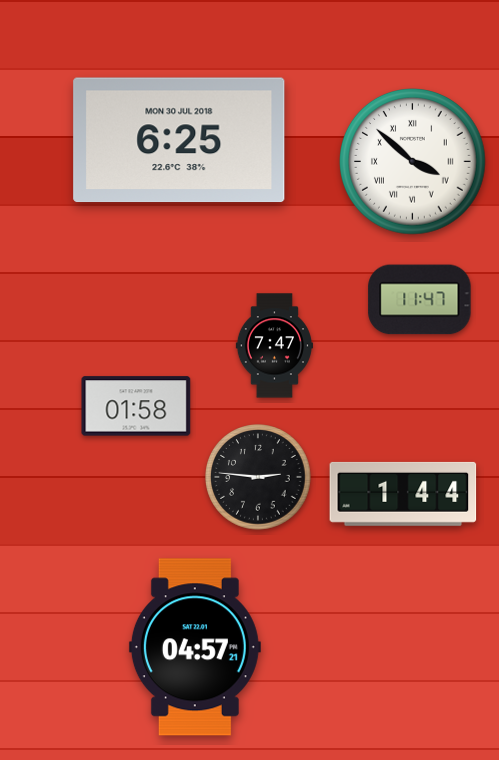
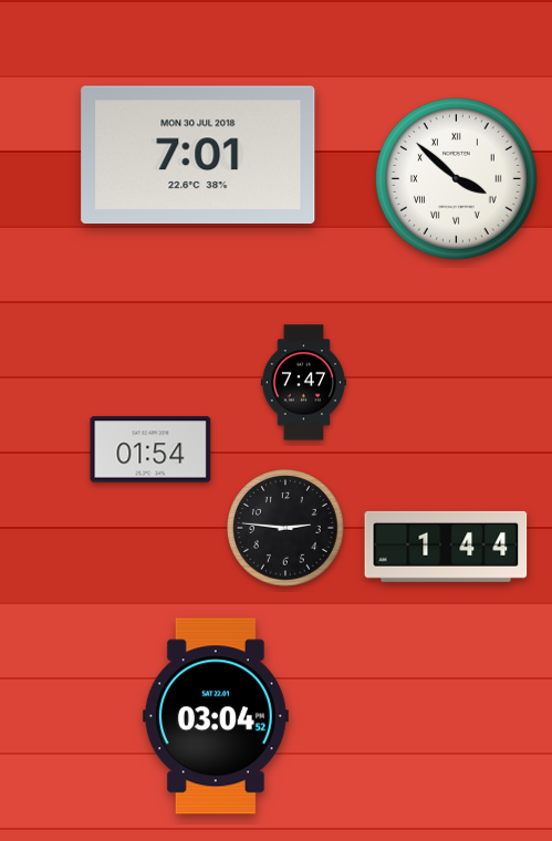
clock at (179, 140): 6:25 -> 7:01
clock at (420, 300): 11:47 -> none
clock at (136, 406): 01:58 -> 01:54
clock at (195, 647): 04:57 -> 03:04
